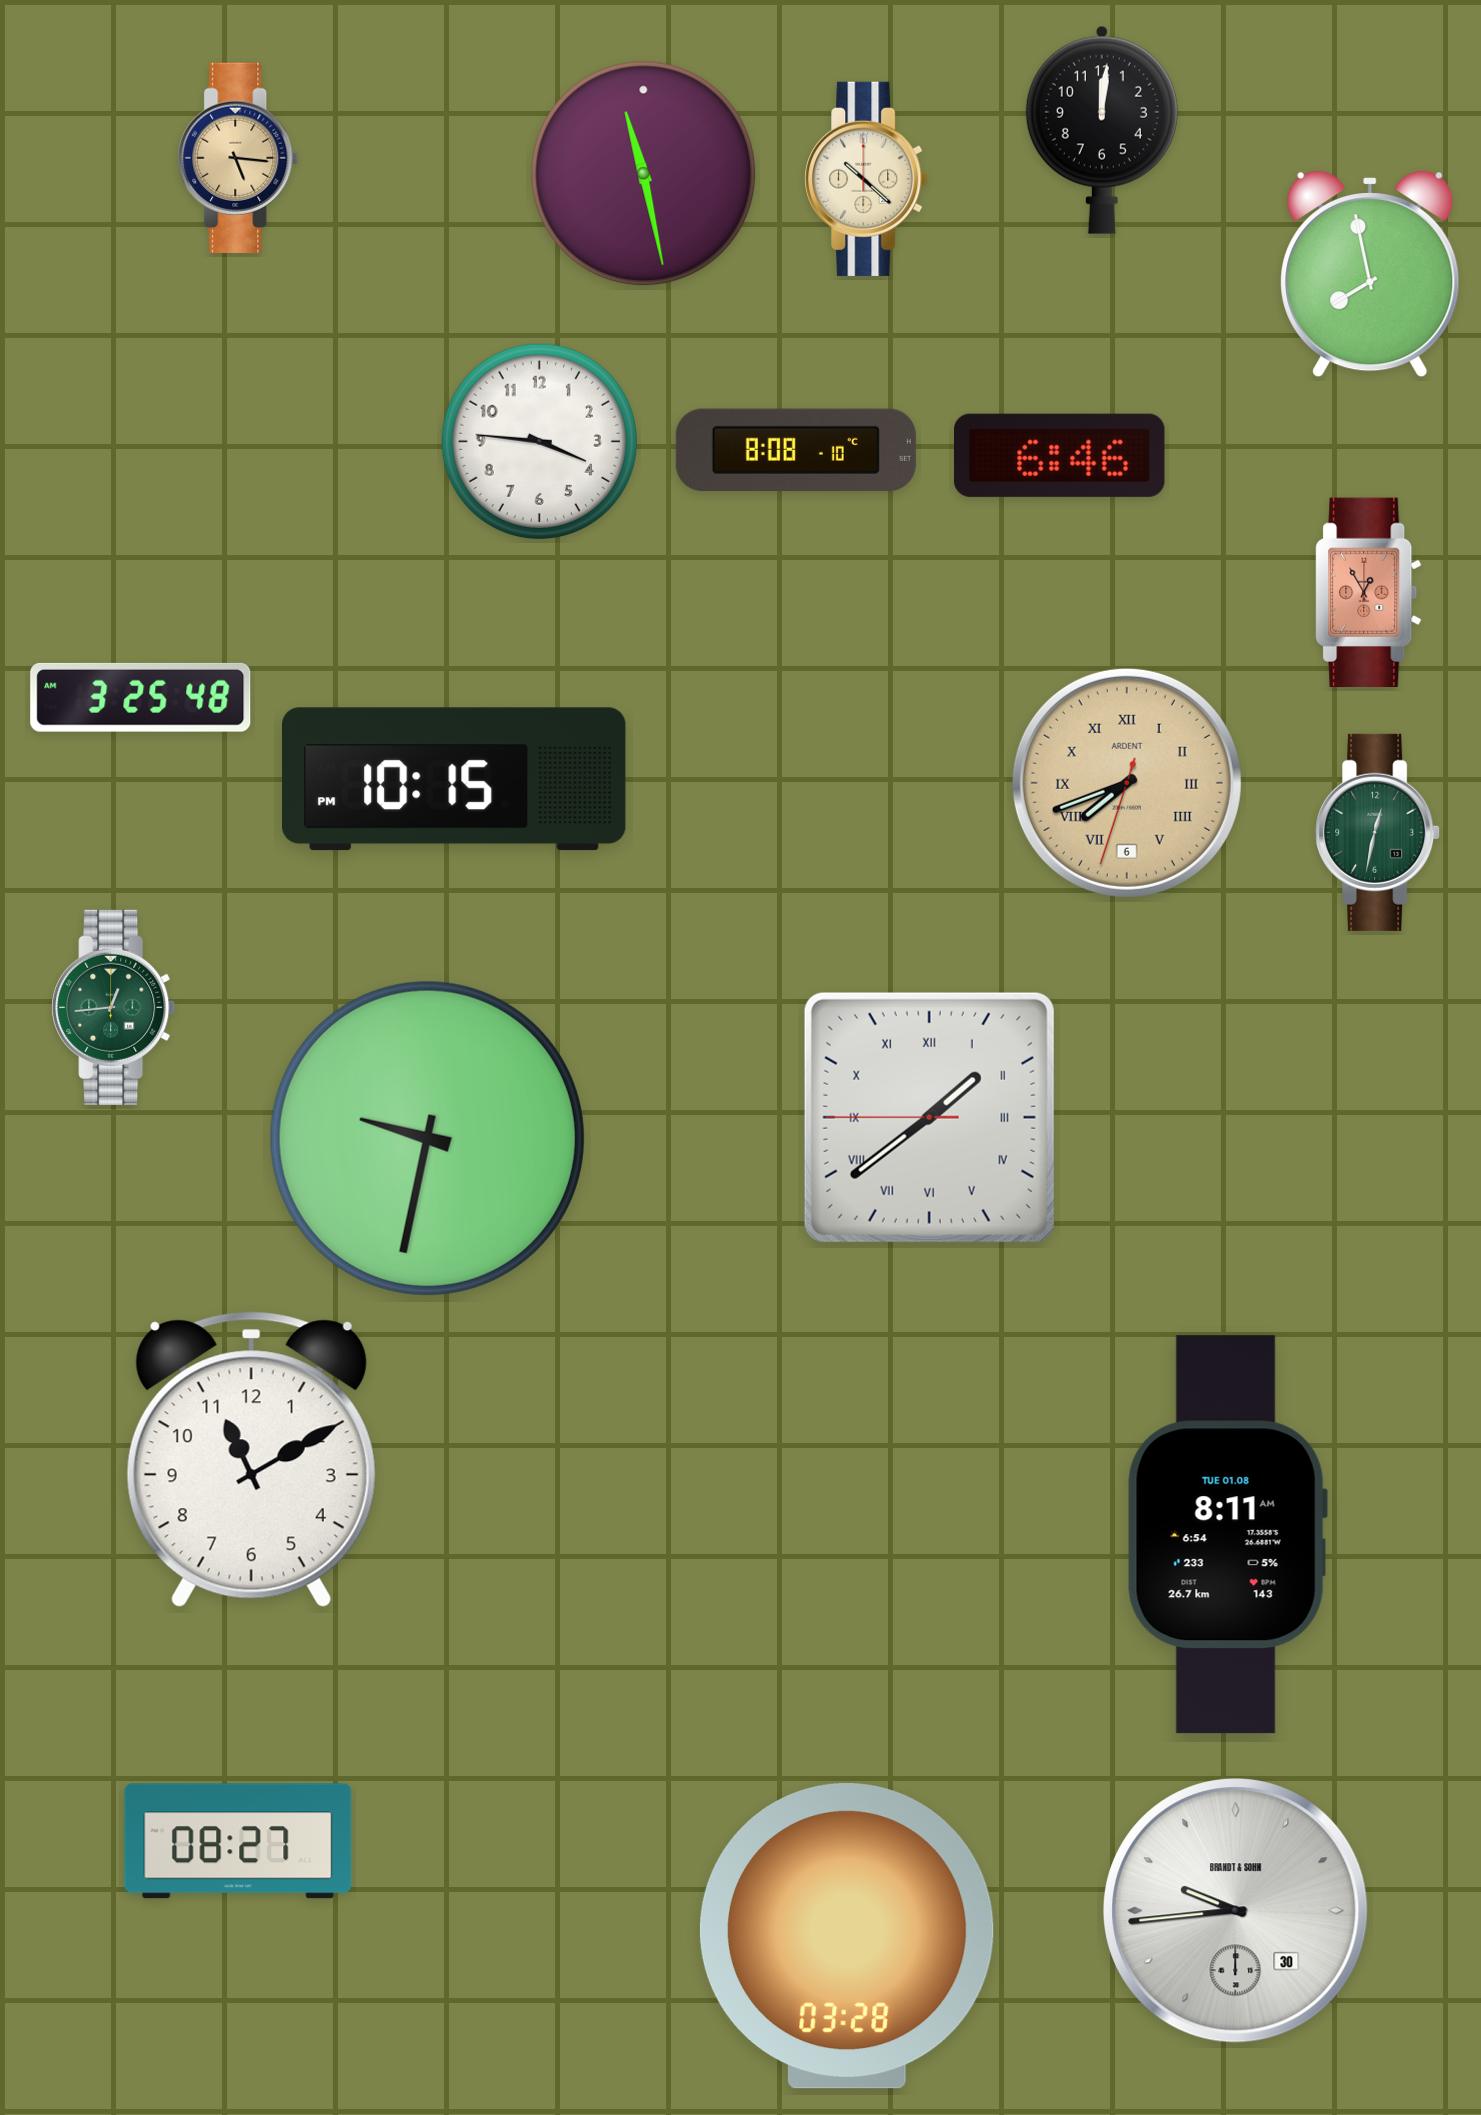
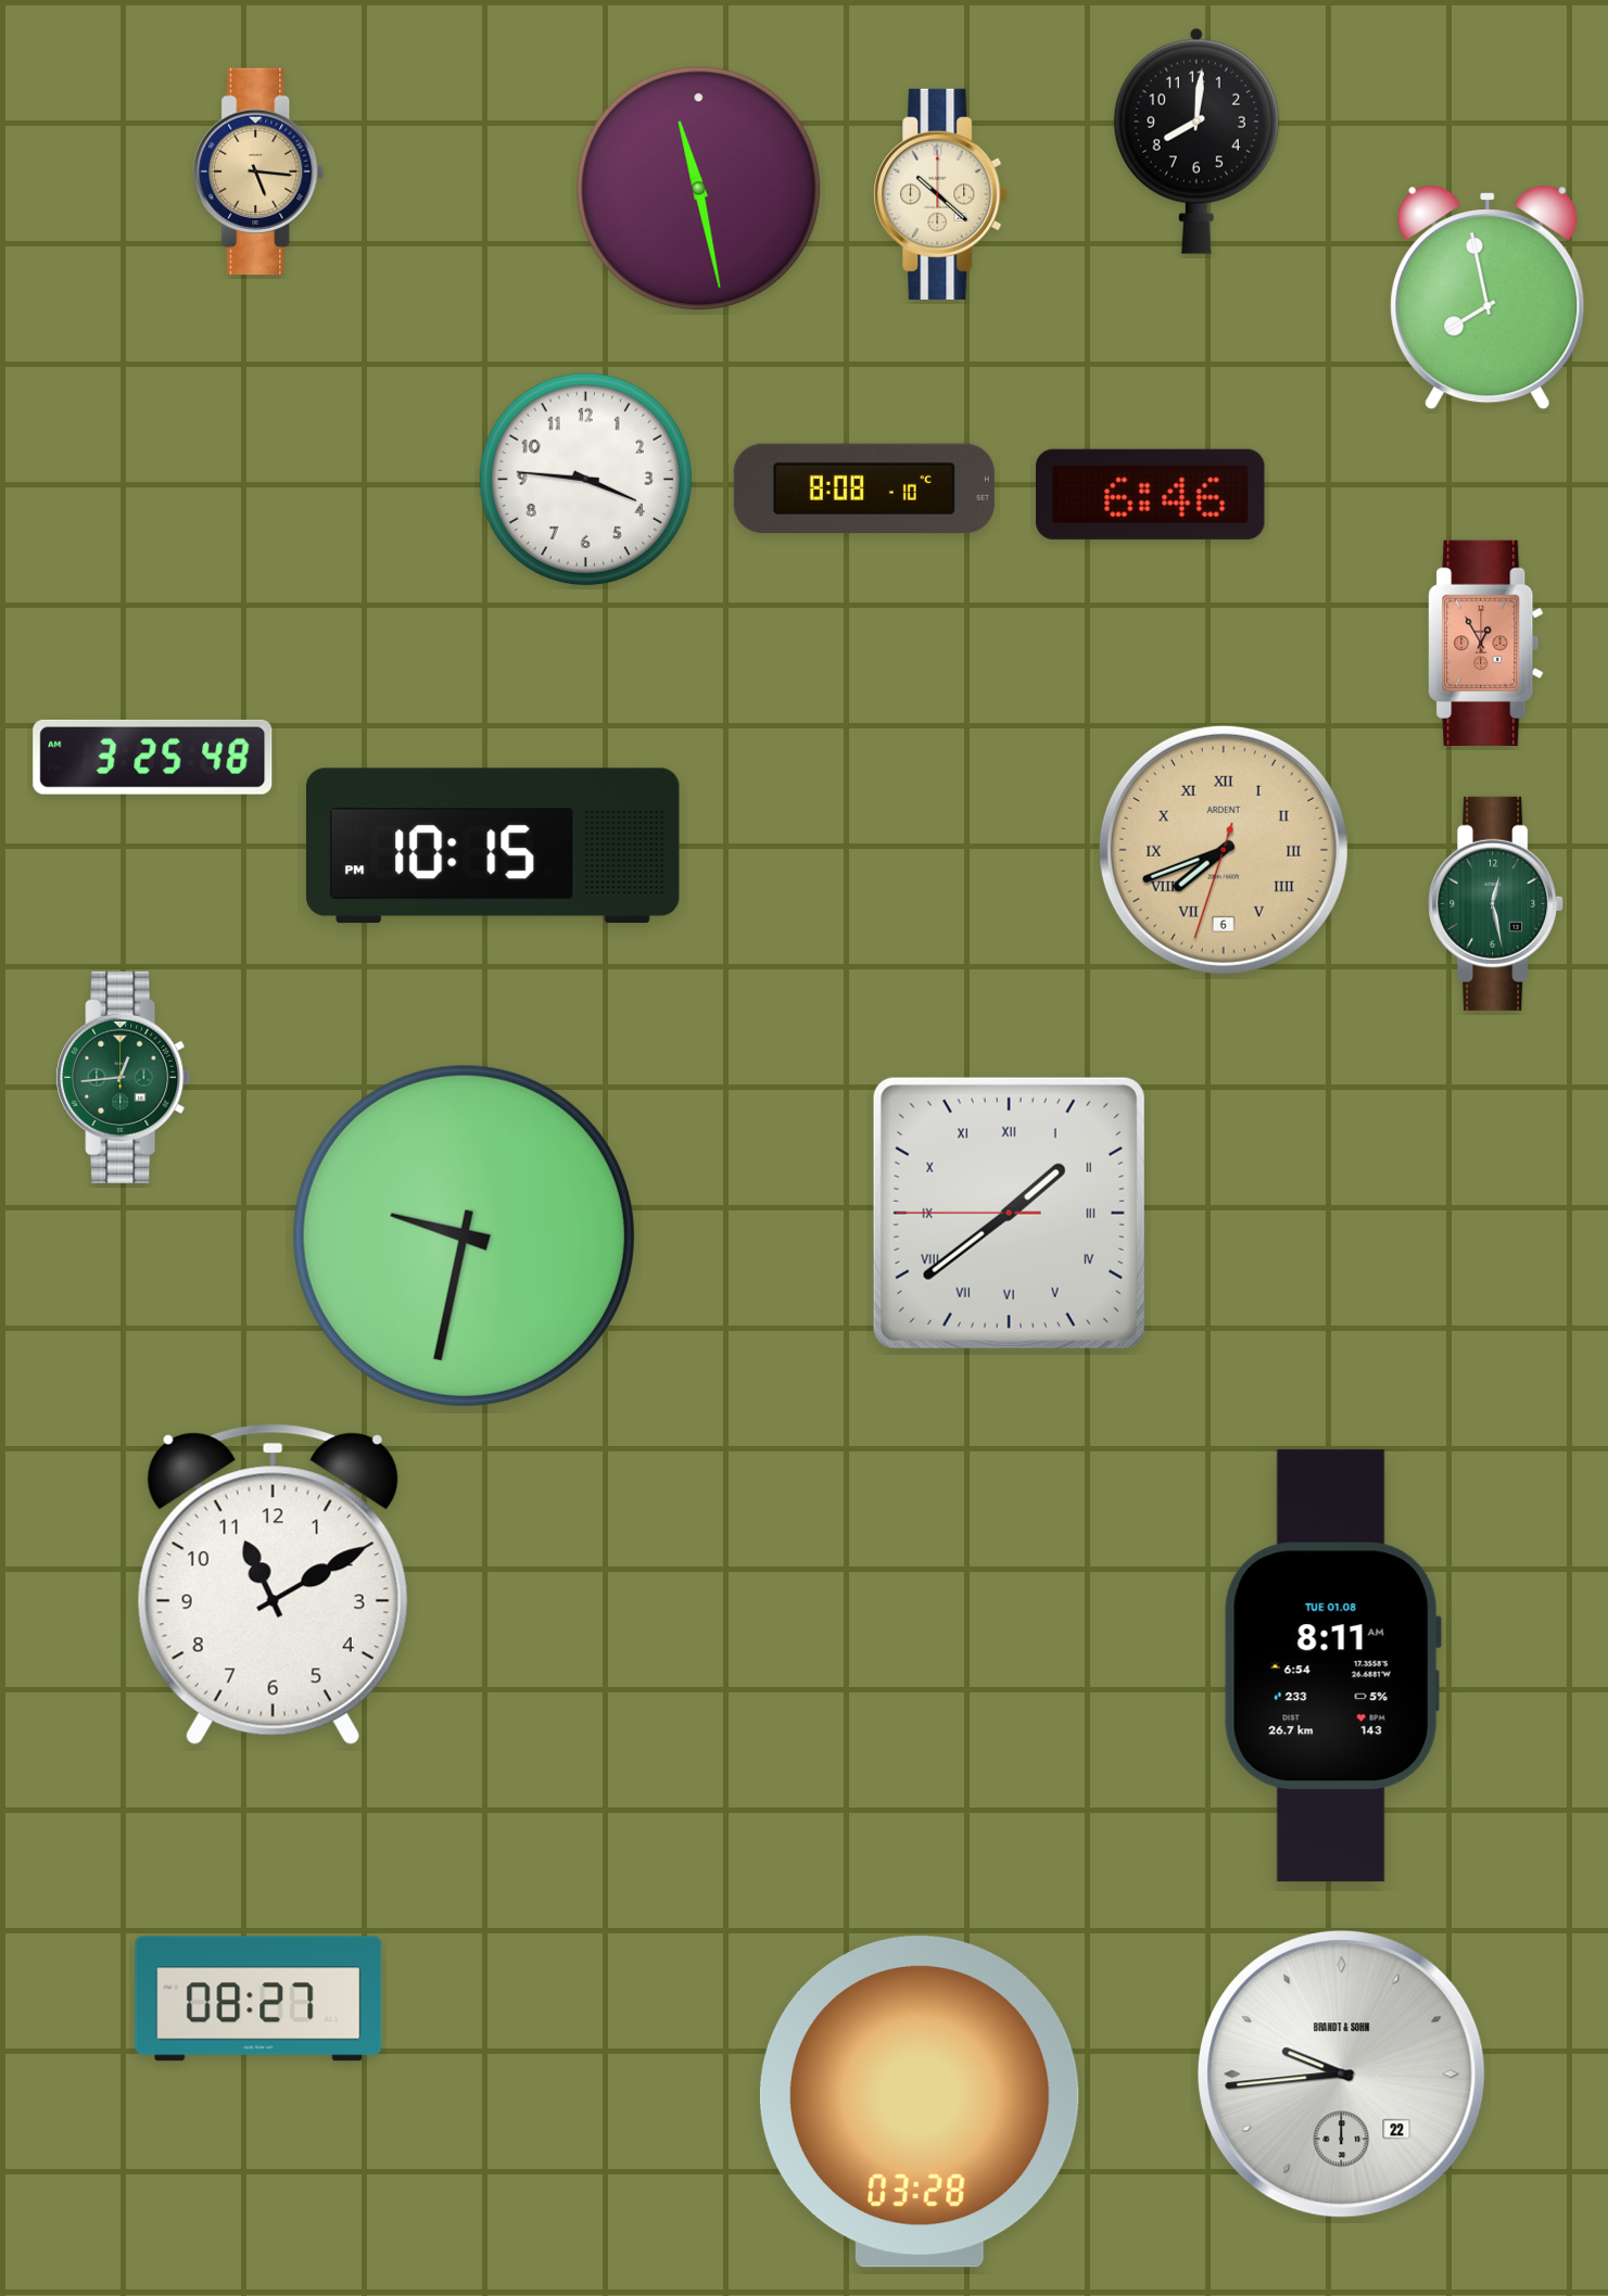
clock at (1102, 130): 12:01 -> 8:01
clock at (1378, 832): 12:32 -> 12:28
clock at (114, 1007) position: (114, 1007) -> (124, 1077)
clock at (1236, 1911) date: 30 -> 22
